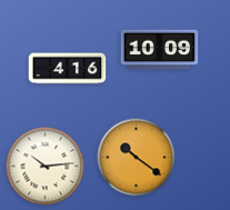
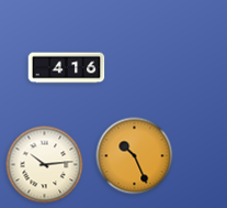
clock at (160, 50): 10:09 -> none
clock at (137, 158): 10:21 -> 10:26
